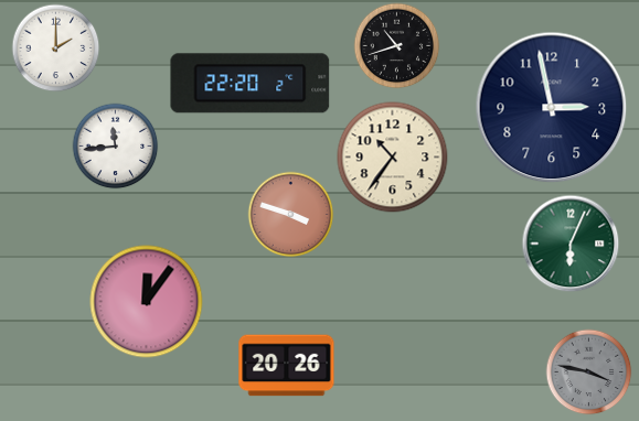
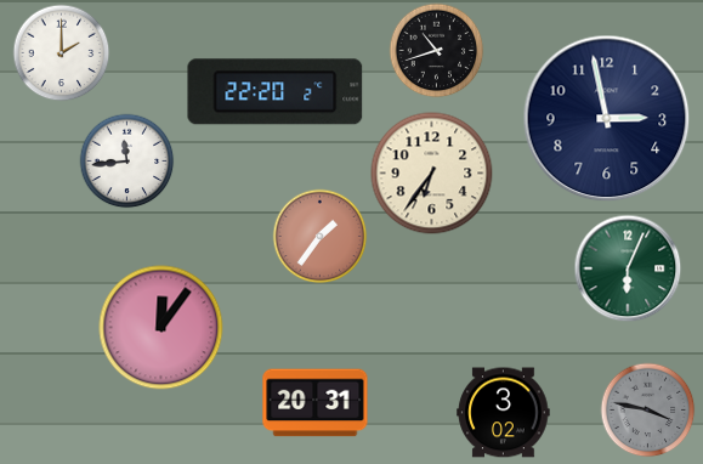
clock at (393, 158): 10:36 -> 6:36
clock at (290, 214): 3:48 -> 1:36
clock at (147, 302) position: (147, 302) -> (161, 328)
clock at (287, 366): 20:26 -> 20:31
clock at (504, 413): none -> 3:02
